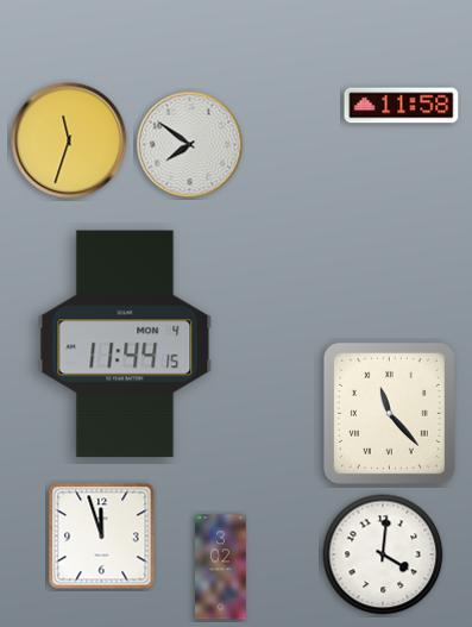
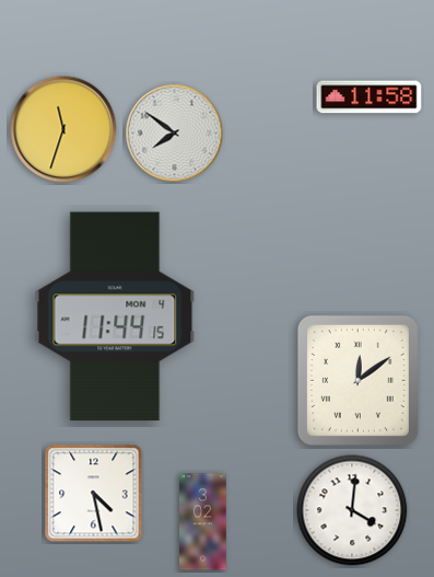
clock at (389, 413): 11:23 -> 12:09
clock at (102, 537): 11:57 -> 4:28
